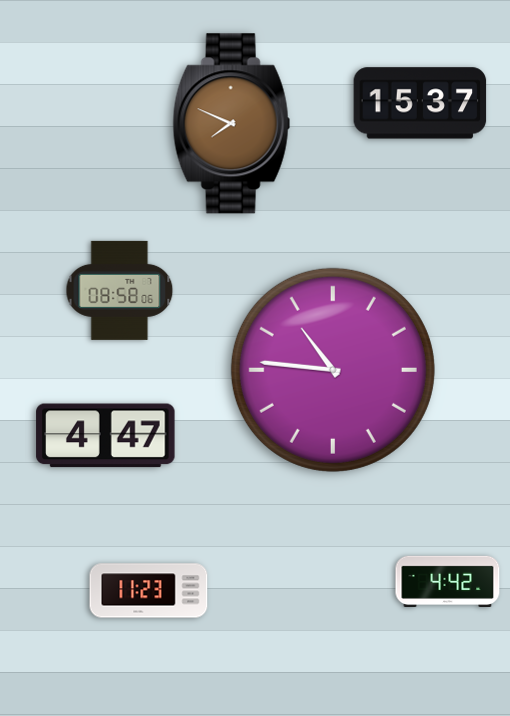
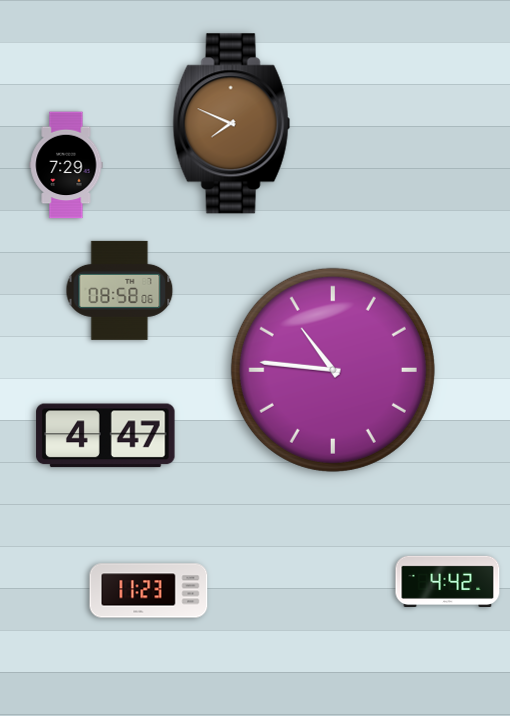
clock at (420, 103): 15:37 -> none
clock at (66, 165): none -> 7:29
